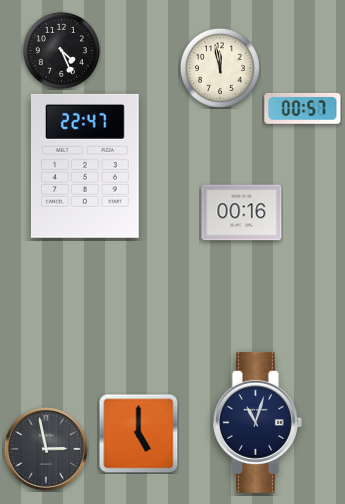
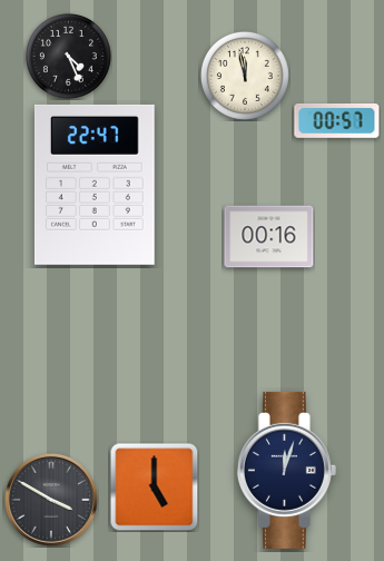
clock at (257, 422): 11:03 -> 12:03
clock at (138, 433) position: (138, 433) -> (154, 486)
clock at (46, 449): 2:58 -> 3:50
